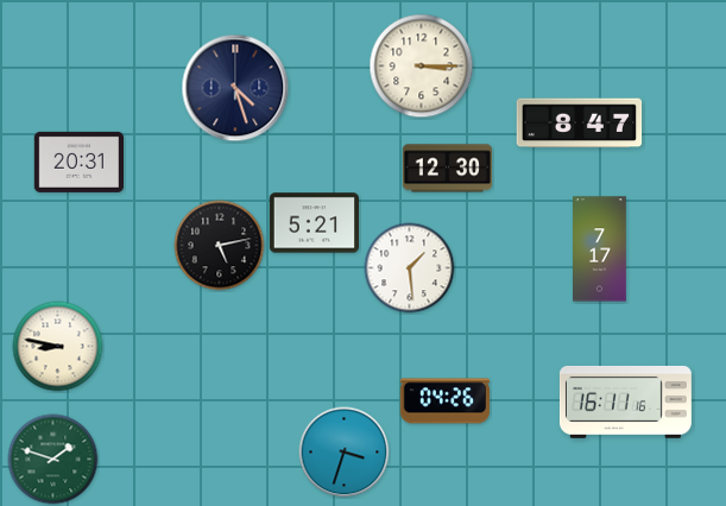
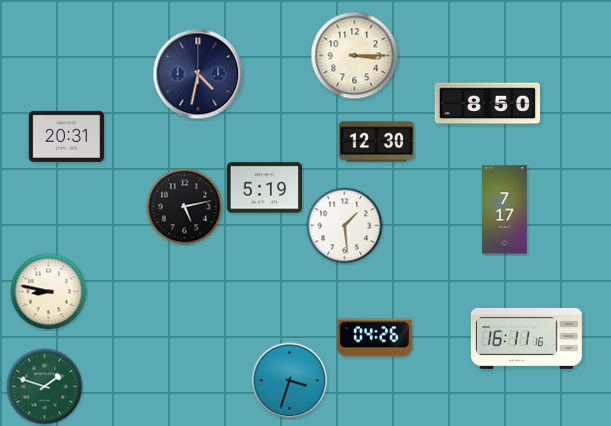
clock at (235, 88): 4:27 -> 4:32
clock at (580, 124): 8:47 -> 8:50
clock at (314, 223): 5:21 -> 5:19
